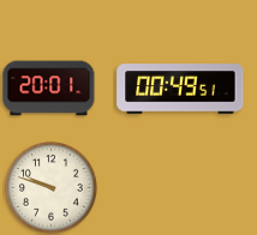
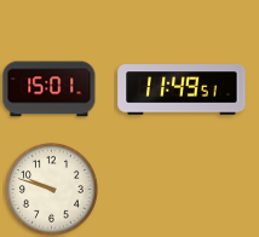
clock at (49, 89): 20:01 -> 15:01
clock at (180, 89): 00:49 -> 11:49
